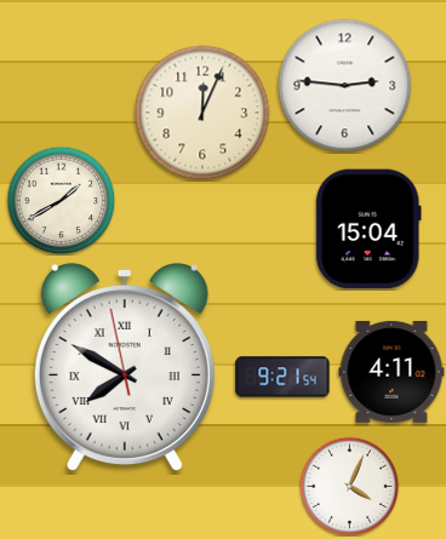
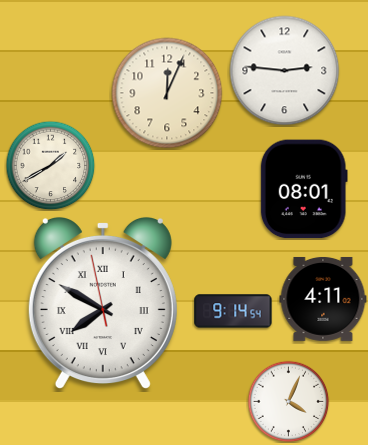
clock at (368, 229): 15:04 -> 08:01
clock at (391, 372) position: (391, 372) -> (323, 299)
clock at (282, 377): 9:21 -> 9:14
